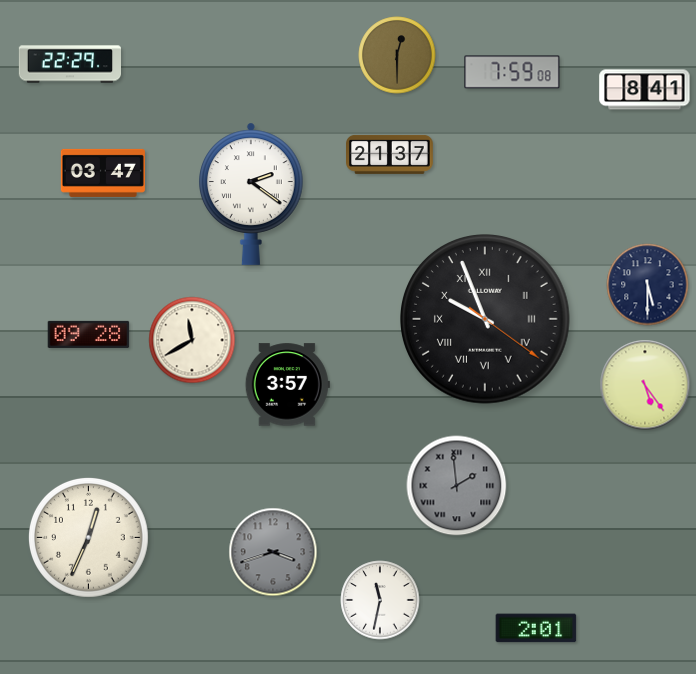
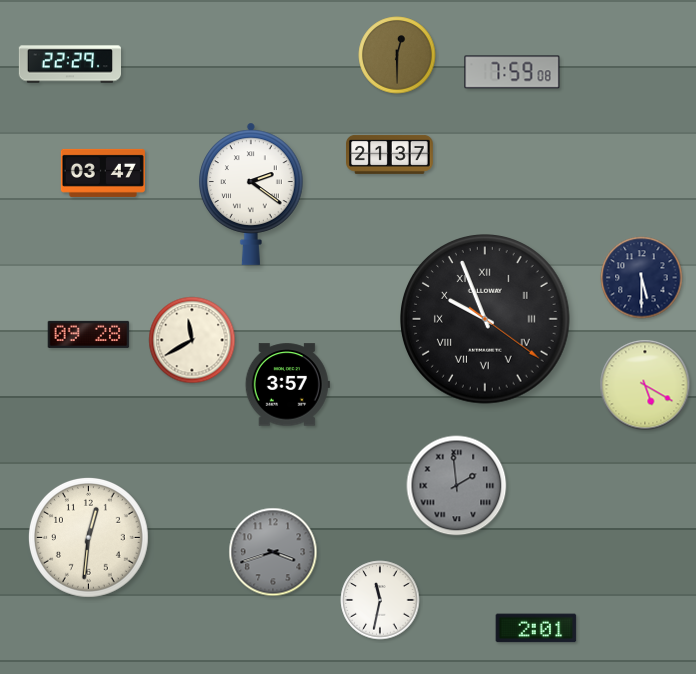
clock at (645, 90): 8:41 -> none
clock at (648, 285) position: (648, 285) -> (642, 278)
clock at (645, 385): 5:24 -> 5:20
clock at (88, 537): 12:34 -> 12:31
